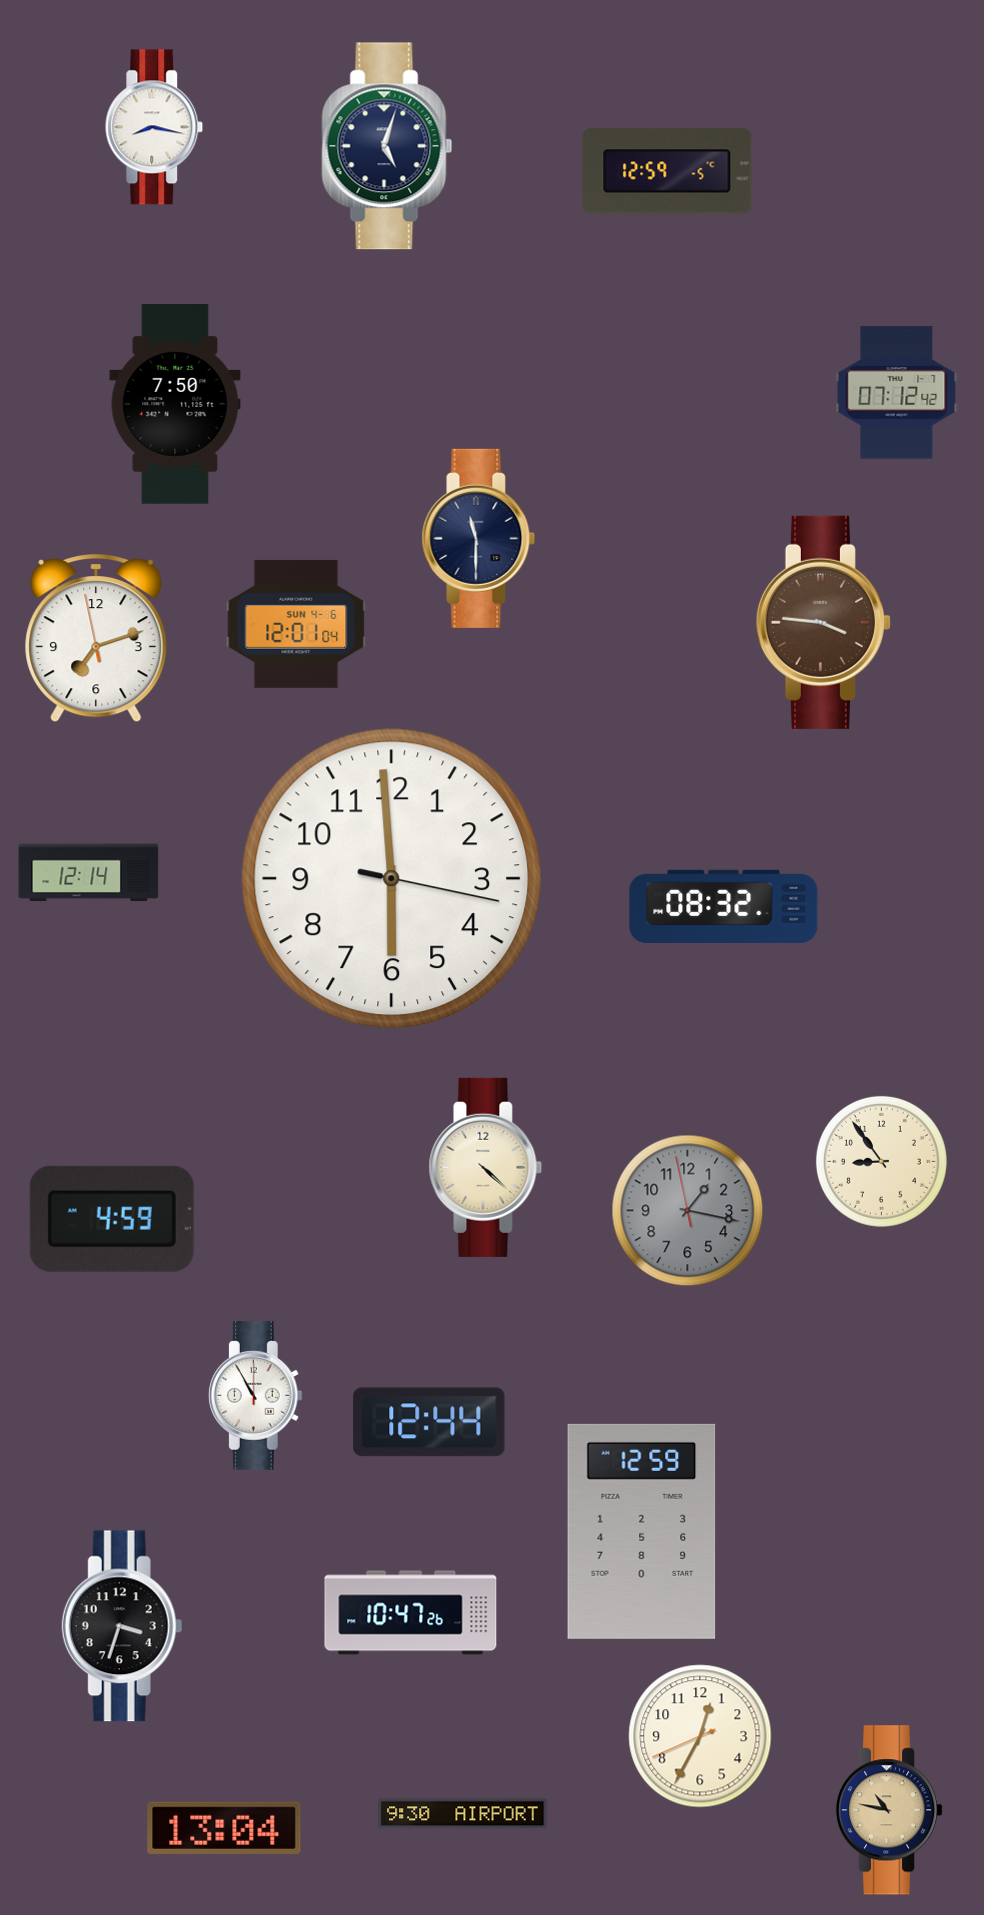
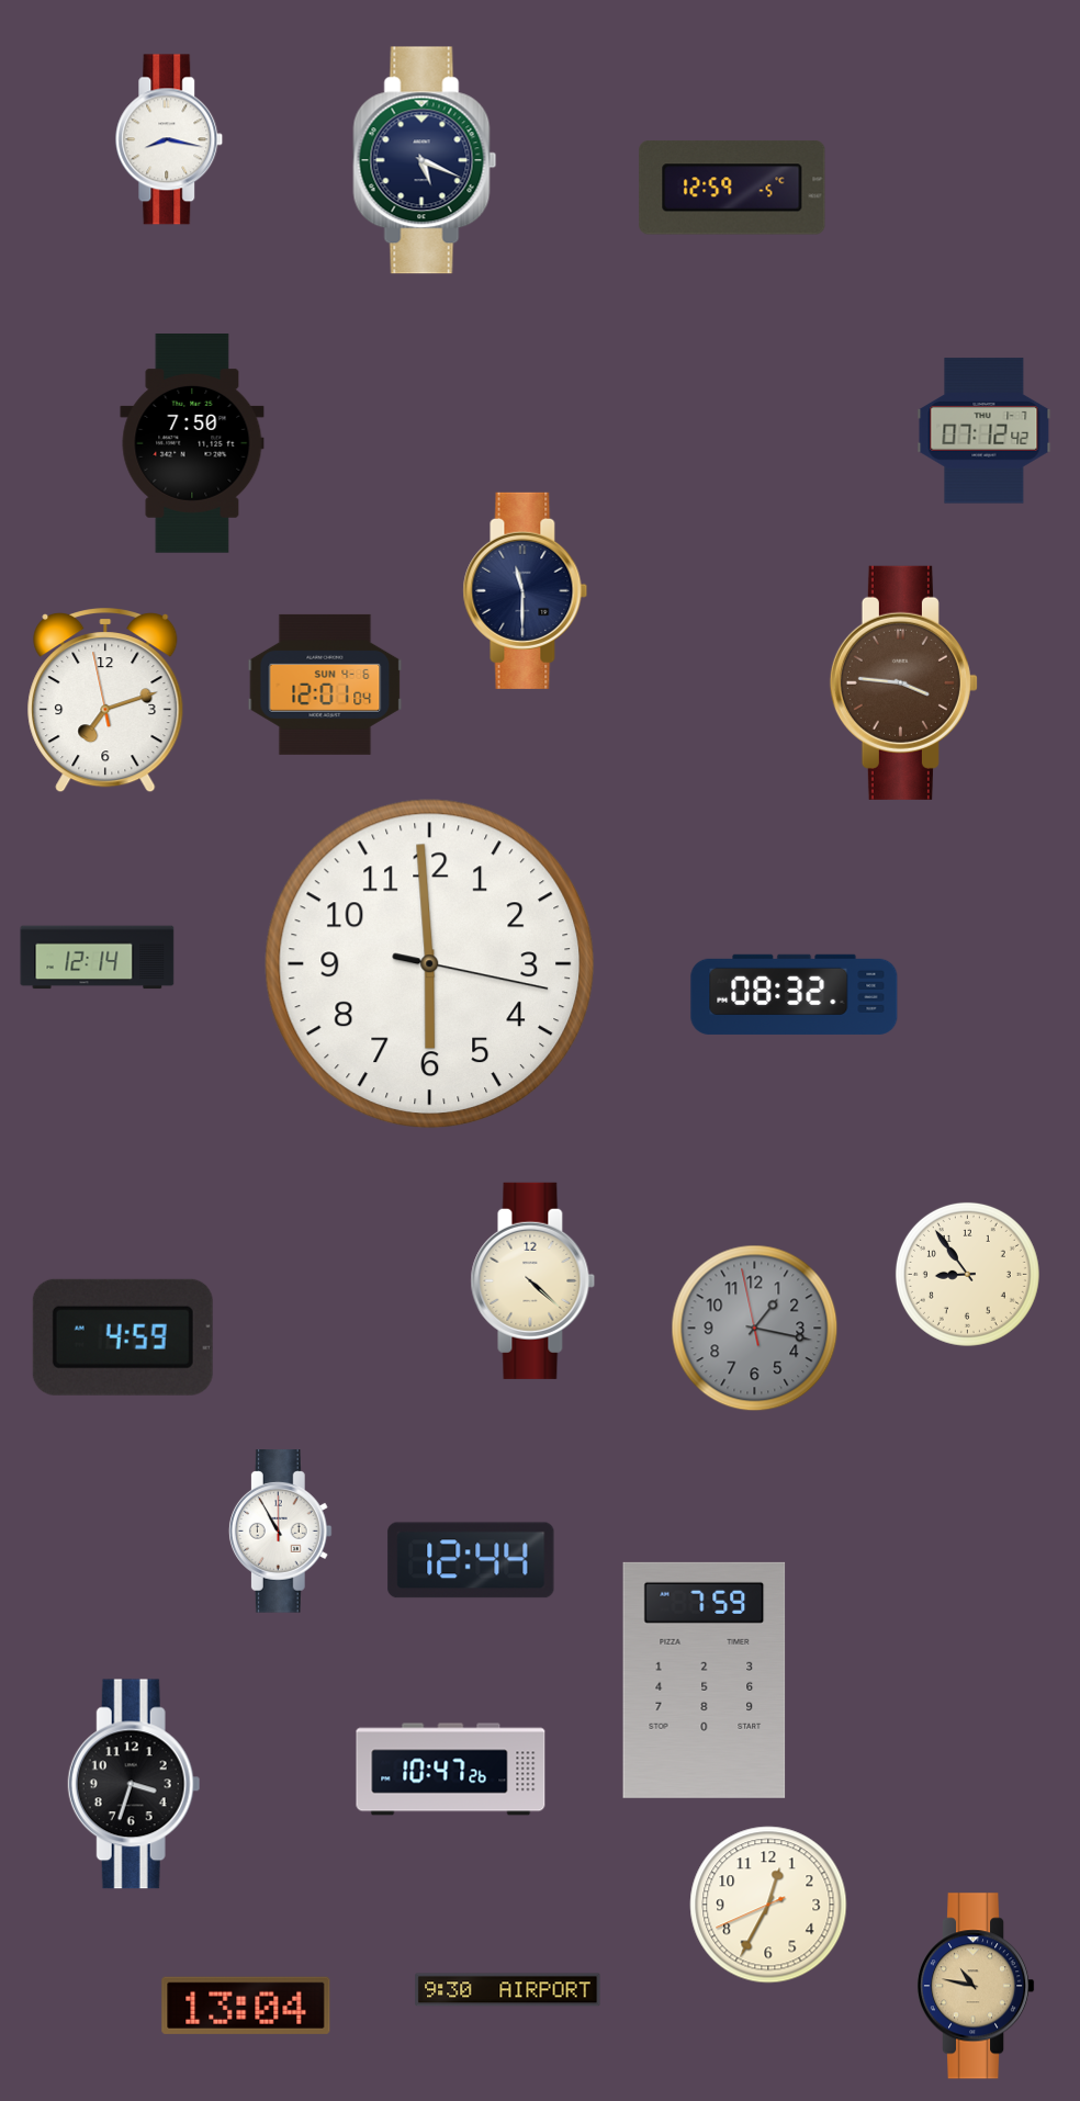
clock at (387, 146): 5:03 -> 5:19
clock at (642, 1531): 12:59 -> 7:59
